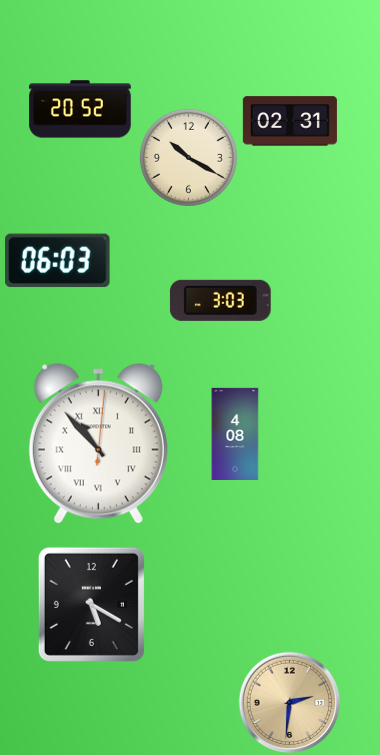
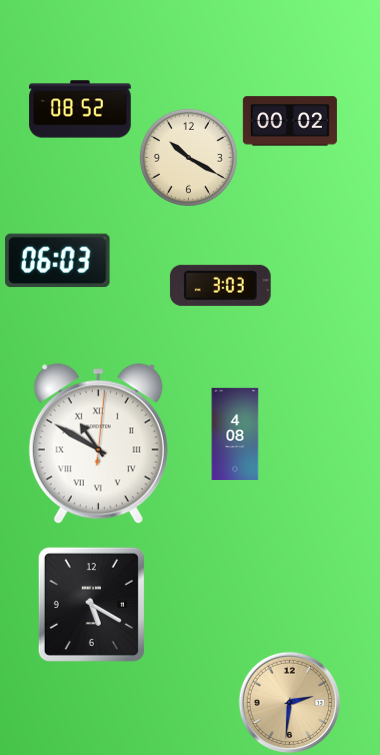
clock at (80, 109): 20:52 -> 08:52
clock at (290, 121): 02:31 -> 00:02
clock at (220, 300) position: (220, 300) -> (220, 285)
clock at (98, 444): 10:53 -> 10:50
